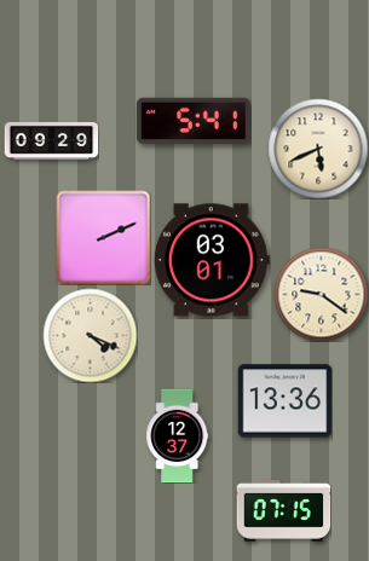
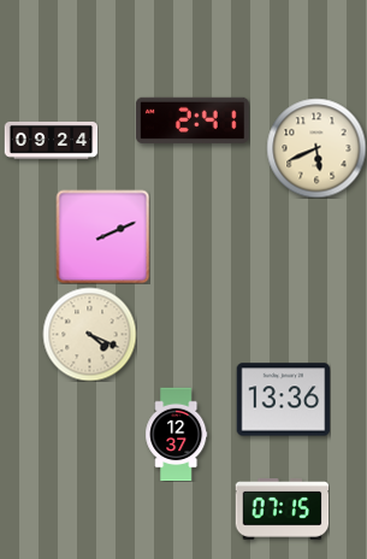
clock at (194, 121): 5:41 -> 2:41
clock at (51, 140): 09:29 -> 09:24
clock at (212, 260): 03:01 -> none
clock at (321, 294): 9:21 -> none
